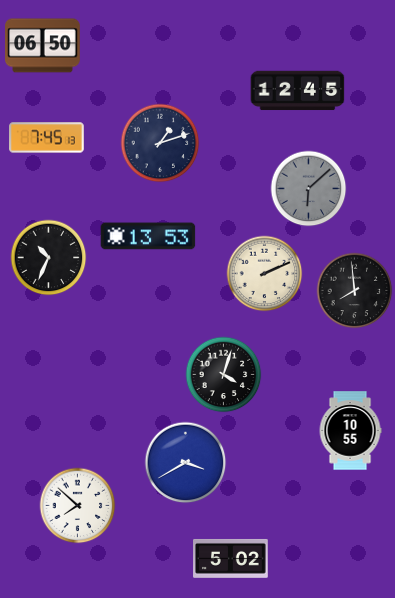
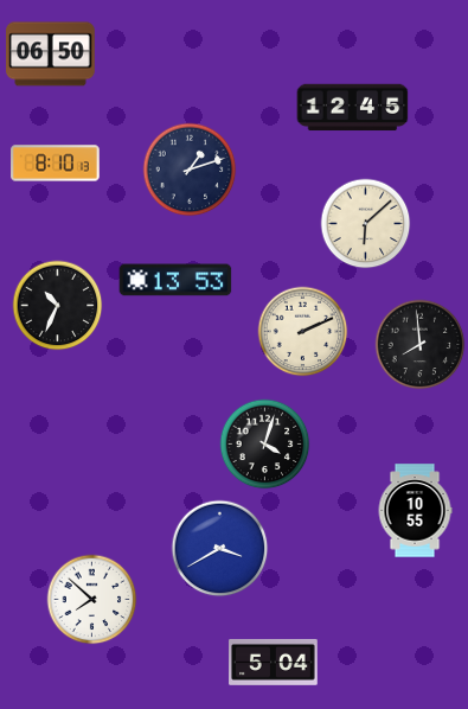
clock at (47, 138): 7:45 -> 8:10
clock at (309, 189) dial: grey -> cream
clock at (265, 274) position: (265, 274) -> (303, 332)
clock at (231, 558): 5:02 -> 5:04
